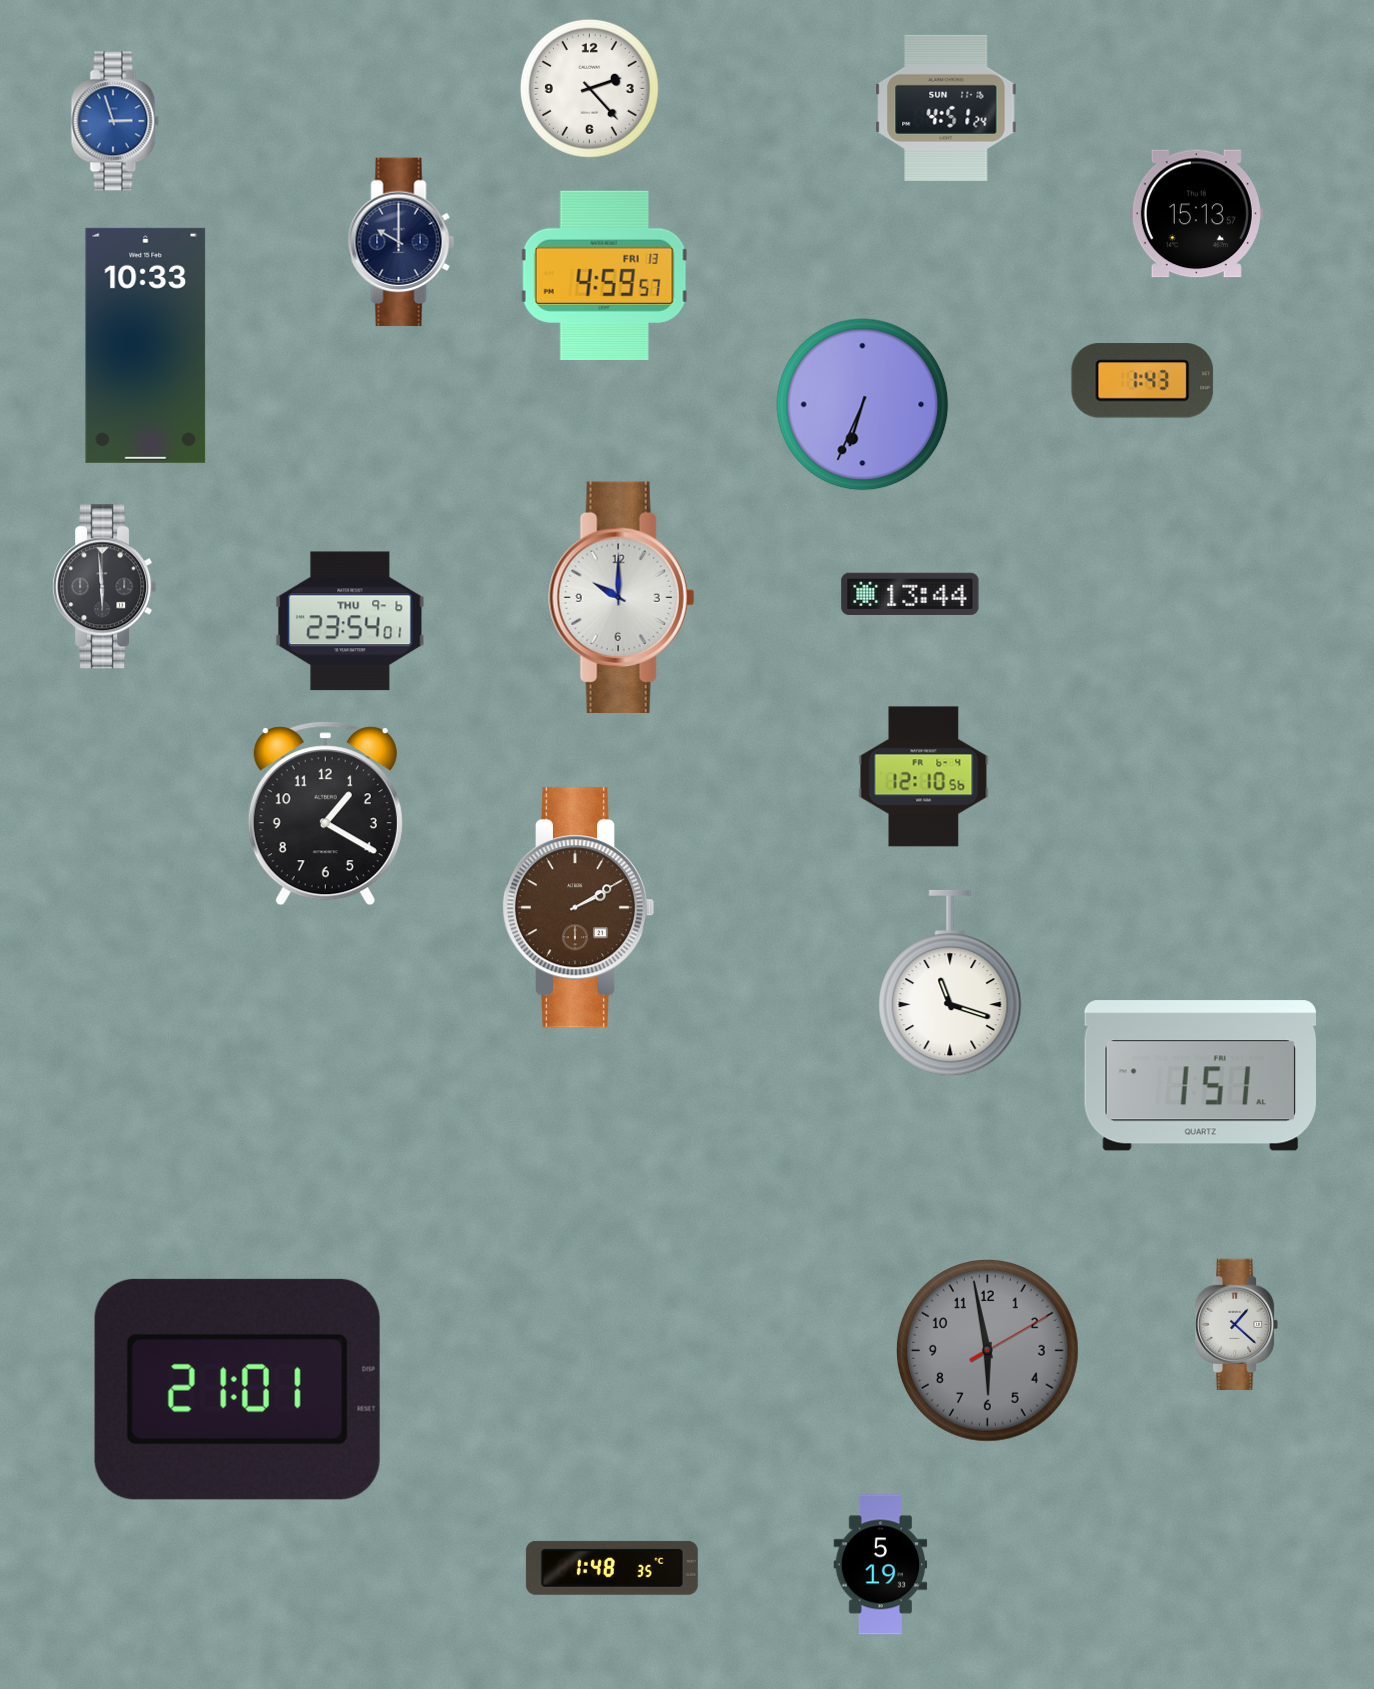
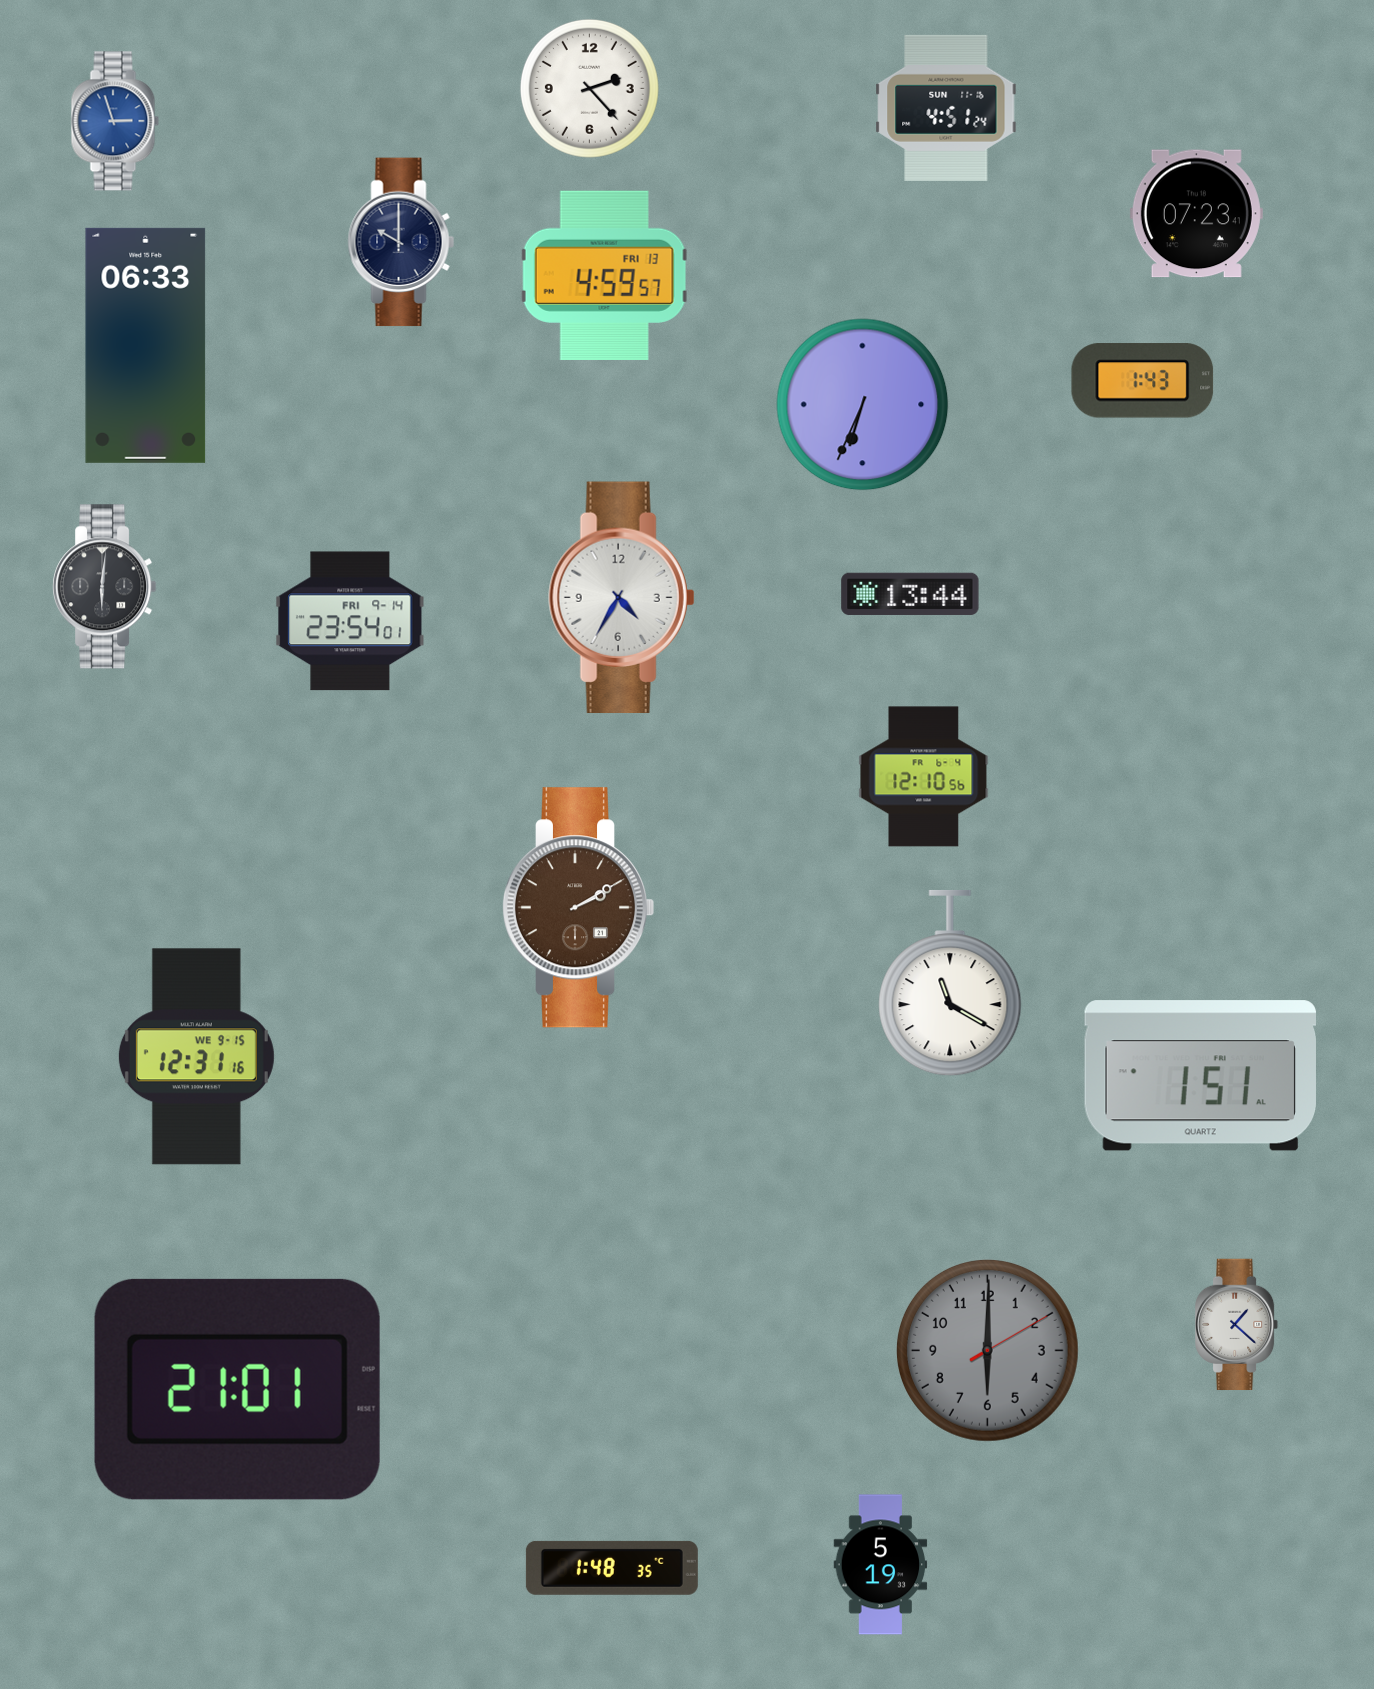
clock at (1196, 214): 15:13 -> 07:23
clock at (146, 345): 10:33 -> 06:33
clock at (105, 587): 5:59 -> 6:01
clock at (622, 598): 10:00 -> 4:35
clock at (350, 621) date: THU 9-6 -> FRI 9-14
clock at (325, 814): 1:20 -> none
clock at (950, 983): 11:18 -> 11:20
clock at (196, 1057): none -> 12:31
clock at (987, 1350): 5:58 -> 6:00
